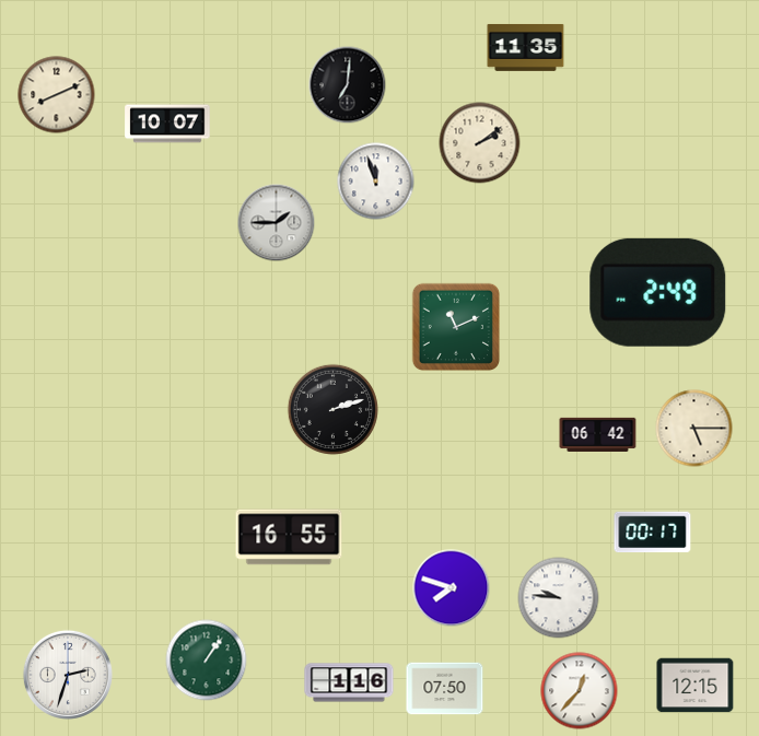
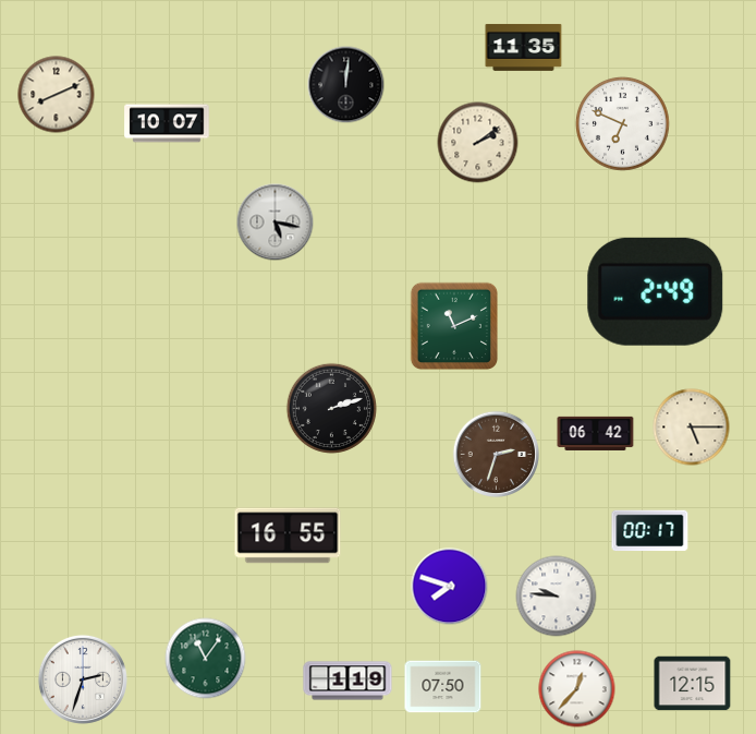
clock at (348, 85): 7:01 -> 12:01
clock at (623, 124): none -> 6:49
clock at (376, 182): 11:57 -> none
clock at (277, 223): 1:45 -> 5:17
clock at (496, 454): none -> 2:33
clock at (207, 661): 1:06 -> 11:06
clock at (68, 675) position: (68, 675) -> (83, 679)
clock at (349, 682): 1:16 -> 1:19
